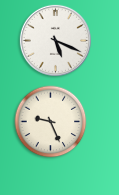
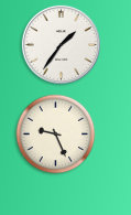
clock at (55, 40): 5:19 -> 1:36
